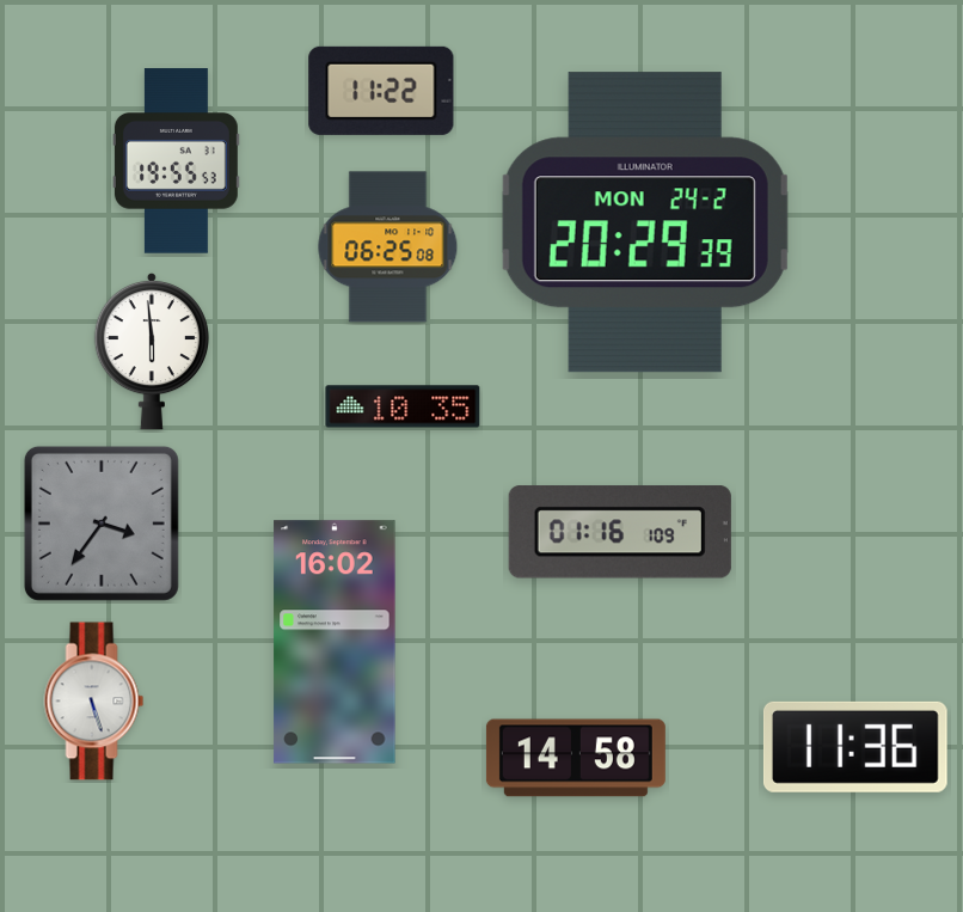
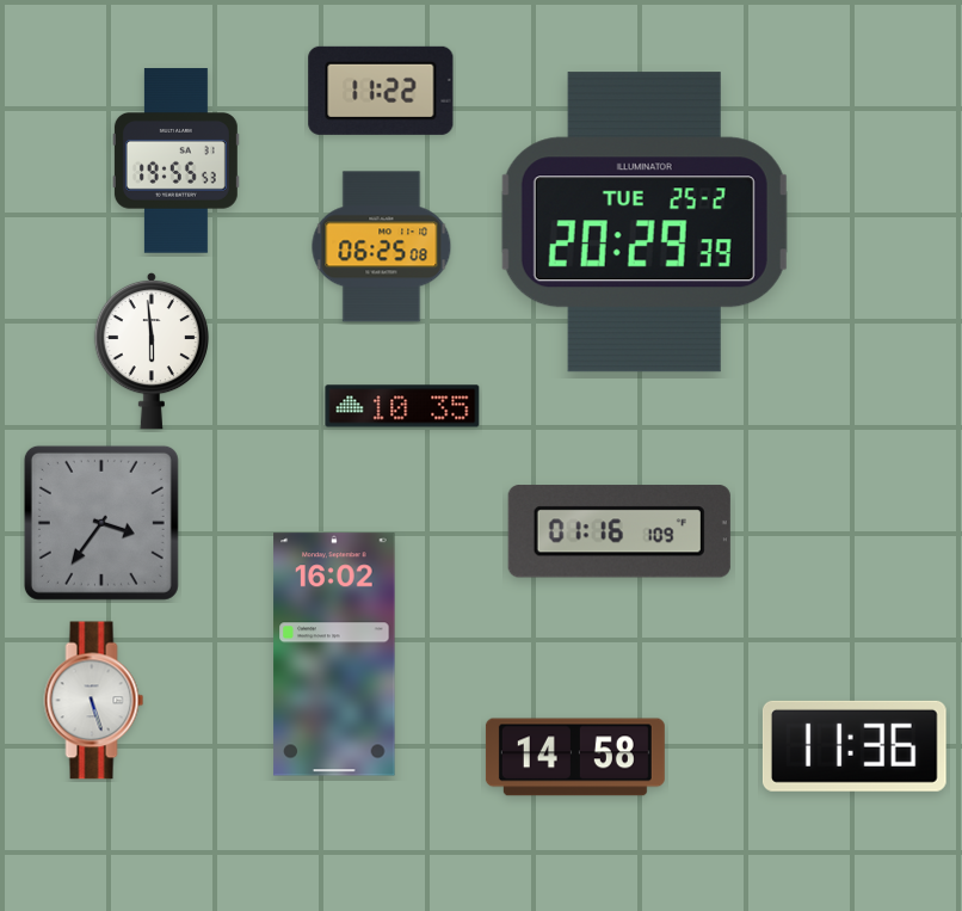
clock at (645, 222) date: MON 24-2 -> TUE 25-2
clock at (388, 247) position: (388, 247) -> (382, 247)
clock at (335, 642) position: (335, 642) -> (334, 654)
